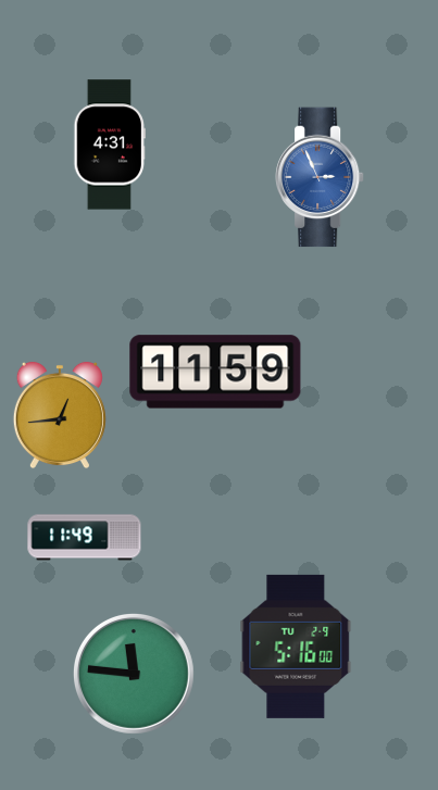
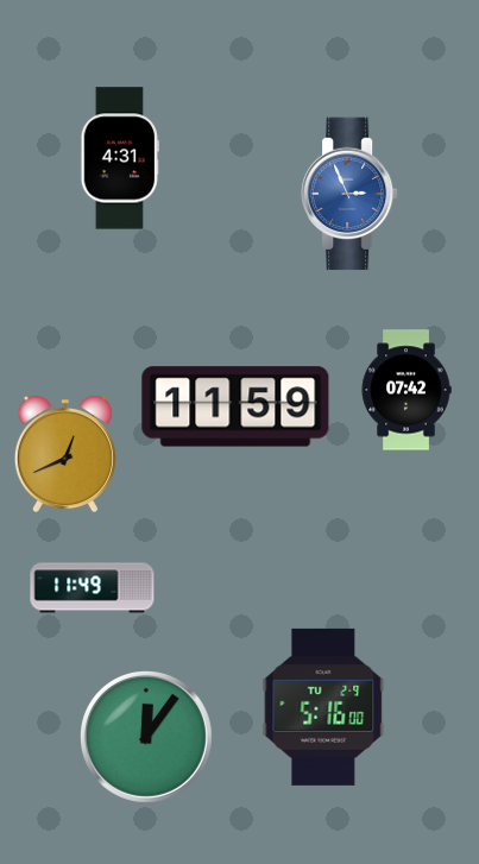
clock at (406, 390): none -> 07:42
clock at (60, 415): 12:44 -> 12:41
clock at (135, 675): 11:46 -> 12:06
